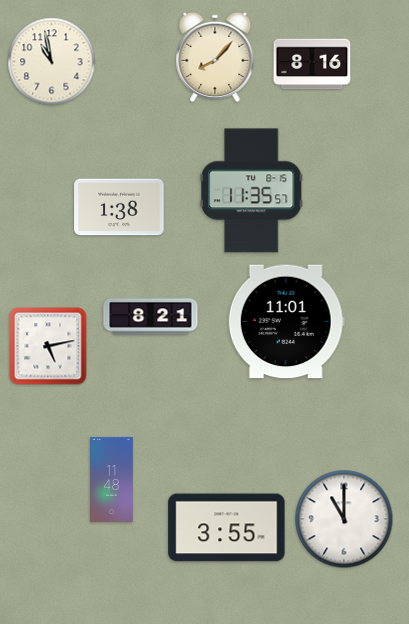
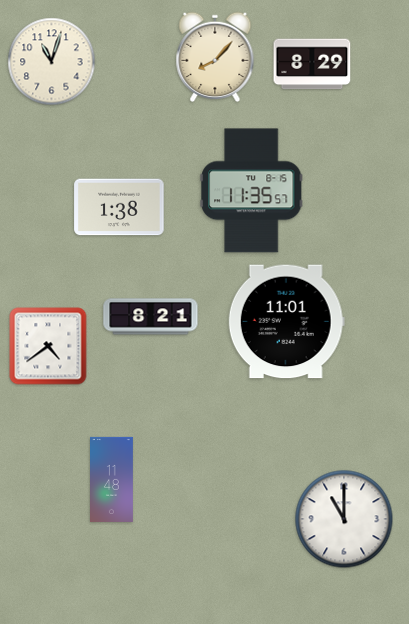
clock at (52, 62): 10:58 -> 11:03
clock at (312, 64): 8:16 -> 8:29
clock at (48, 346): 5:13 -> 4:39
clock at (227, 528): 3:55 -> none
